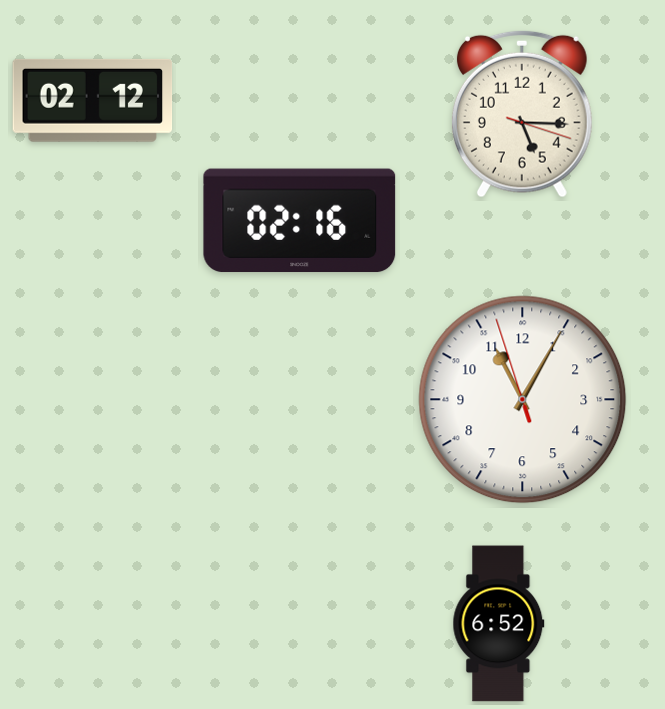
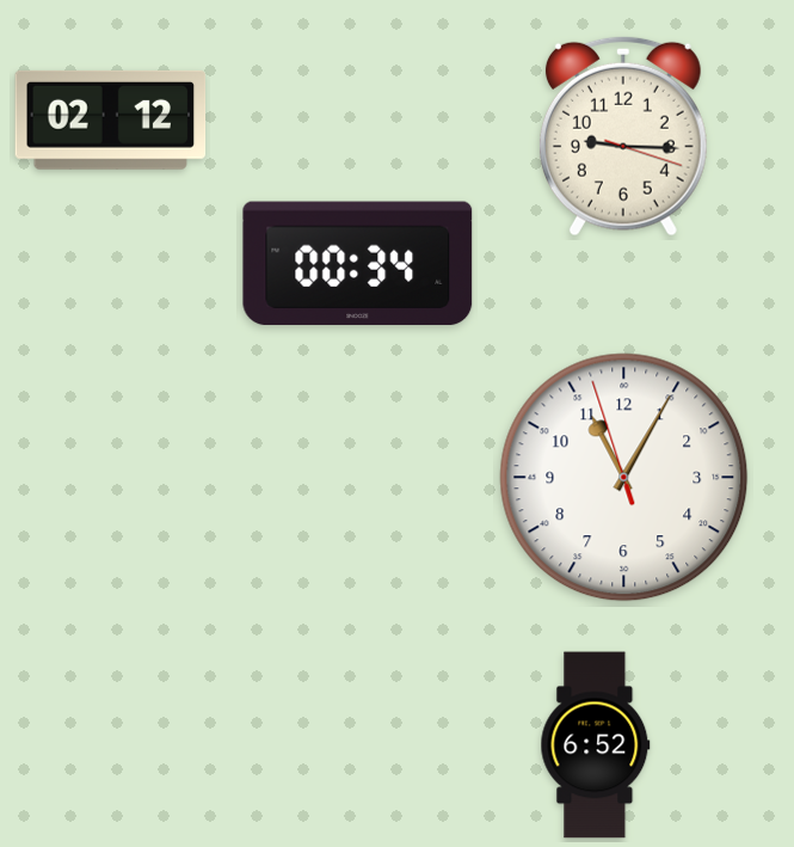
clock at (522, 114): 5:15 -> 9:15
clock at (300, 221): 02:16 -> 00:34
